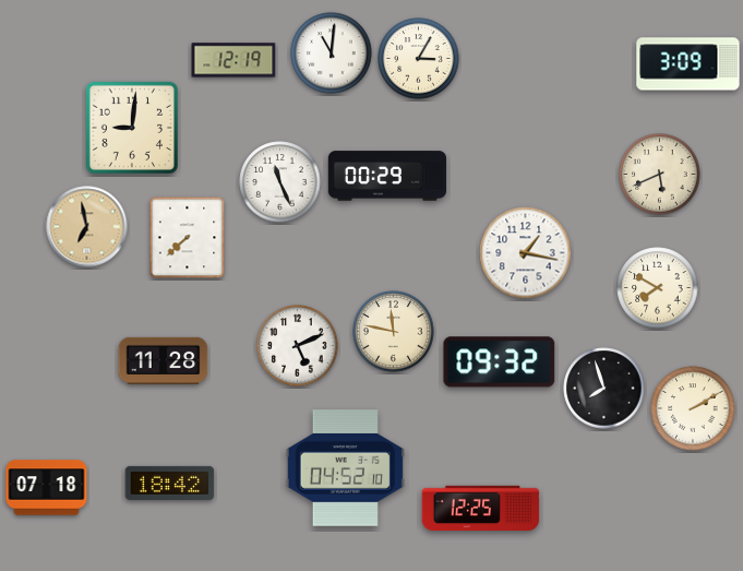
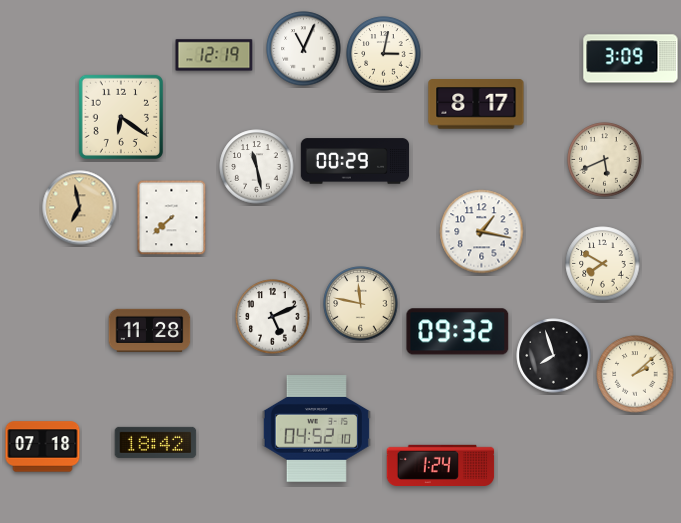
clock at (332, 53): 11:01 -> 11:04
clock at (419, 59): 3:05 -> 3:02
clock at (476, 104): none -> 8:17
clock at (132, 128): 9:01 -> 6:21
clock at (280, 182): 11:26 -> 11:28
clock at (693, 408): 2:10 -> 2:08
clock at (481, 508): 12:25 -> 1:24
